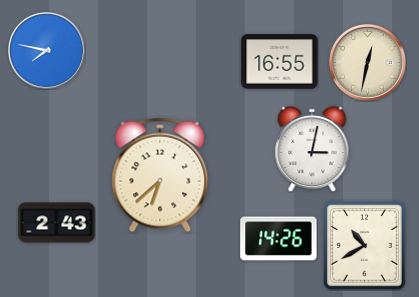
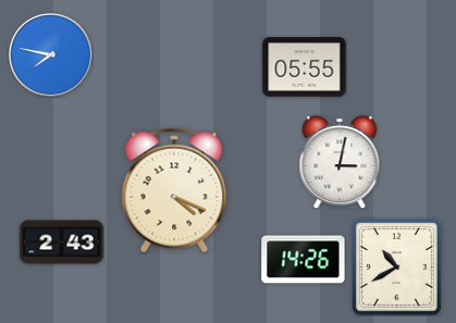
clock at (280, 62): 16:55 -> 05:55
clock at (367, 62): 12:32 -> none
clock at (160, 175): 6:38 -> 4:19
